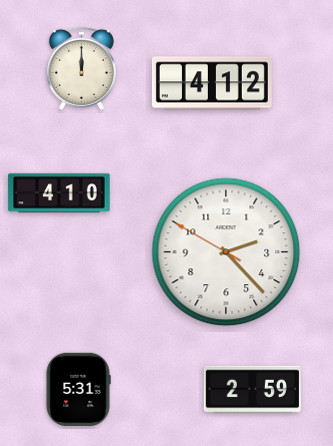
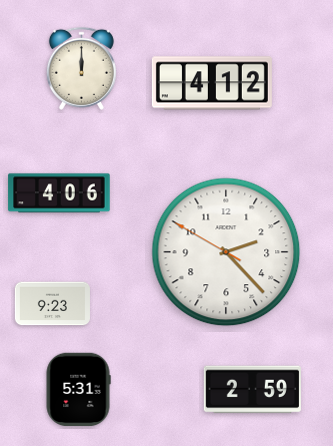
clock at (59, 193): 4:10 -> 4:06
clock at (52, 304): none -> 9:23
